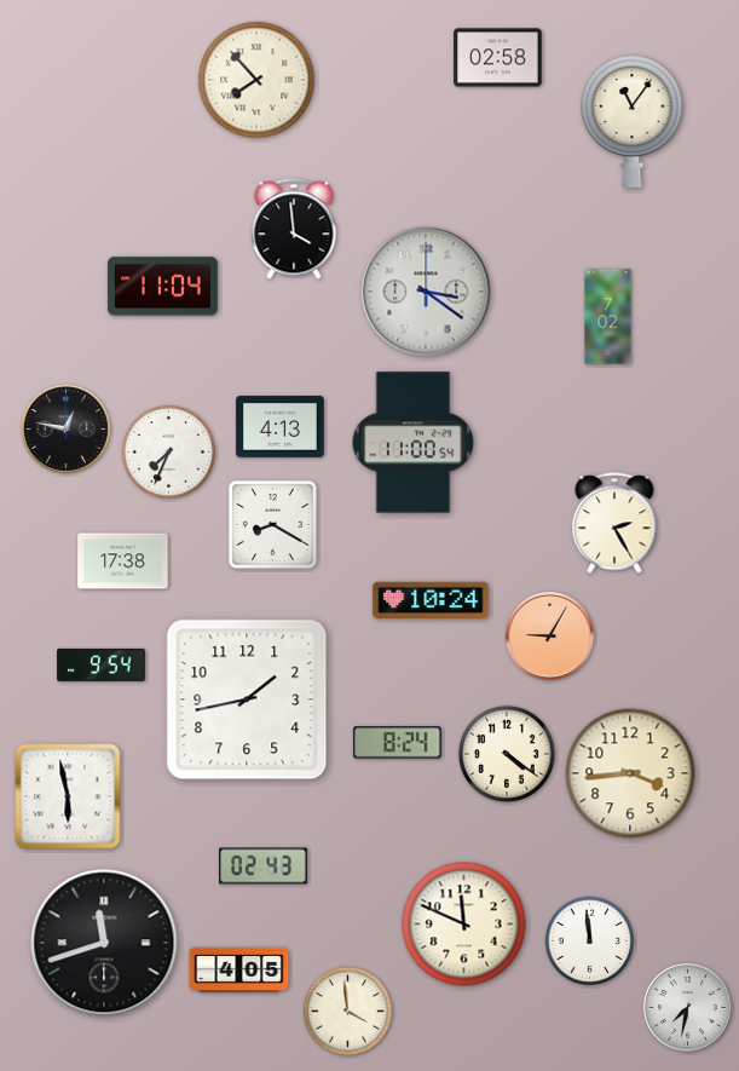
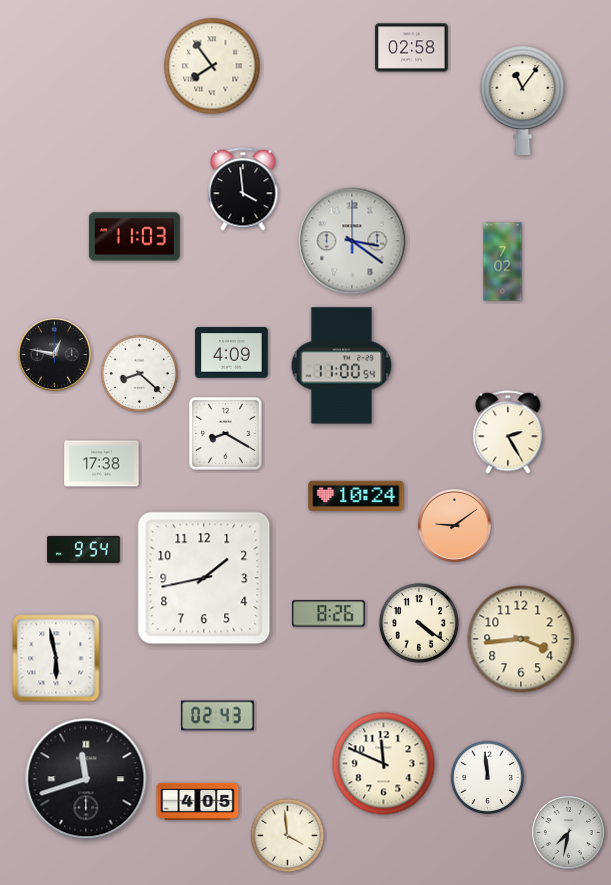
clock at (256, 80): 7:53 -> 7:54
clock at (162, 287): 11:04 -> 11:03
clock at (281, 427): 4:13 -> 4:09
clock at (168, 451): 7:34 -> 8:22
clock at (549, 635): 9:05 -> 9:09
clock at (398, 743): 8:24 -> 8:26
